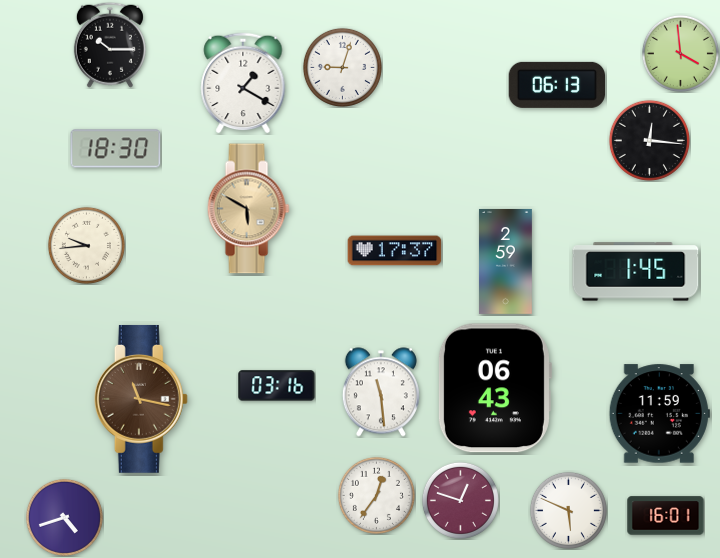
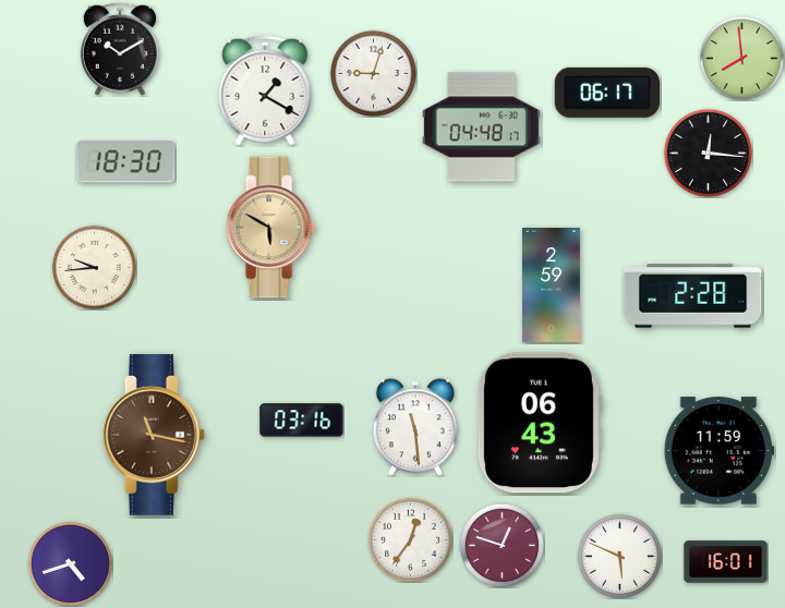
clock at (110, 45): 10:15 -> 10:10
clock at (680, 53): 3:59 -> 7:59
clock at (556, 85): 06:13 -> 06:17
clock at (482, 127): none -> 04:48
clock at (395, 251): 17:37 -> none
clock at (636, 272): 1:45 -> 2:28
